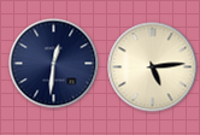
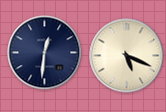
clock at (153, 67): 5:14 -> 5:19
